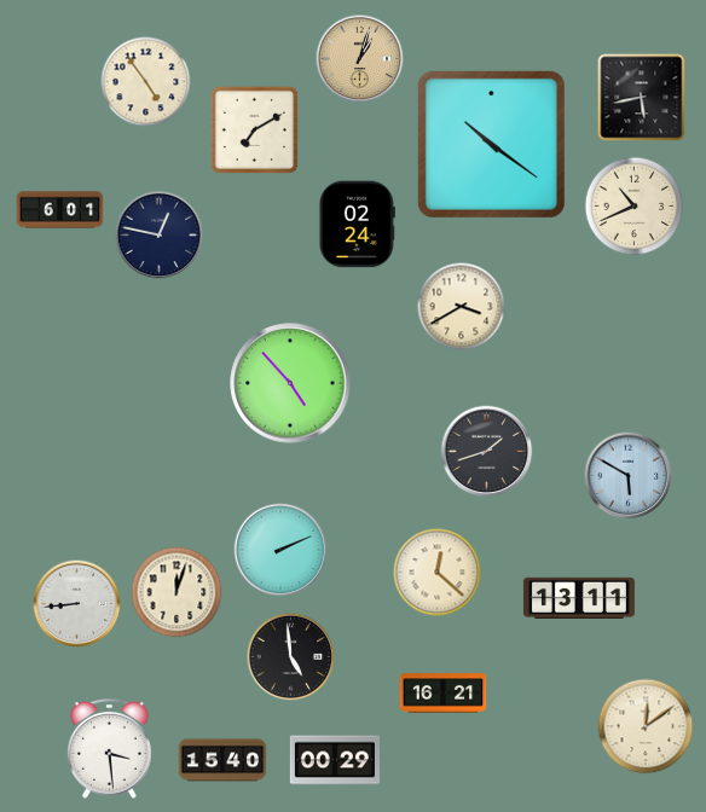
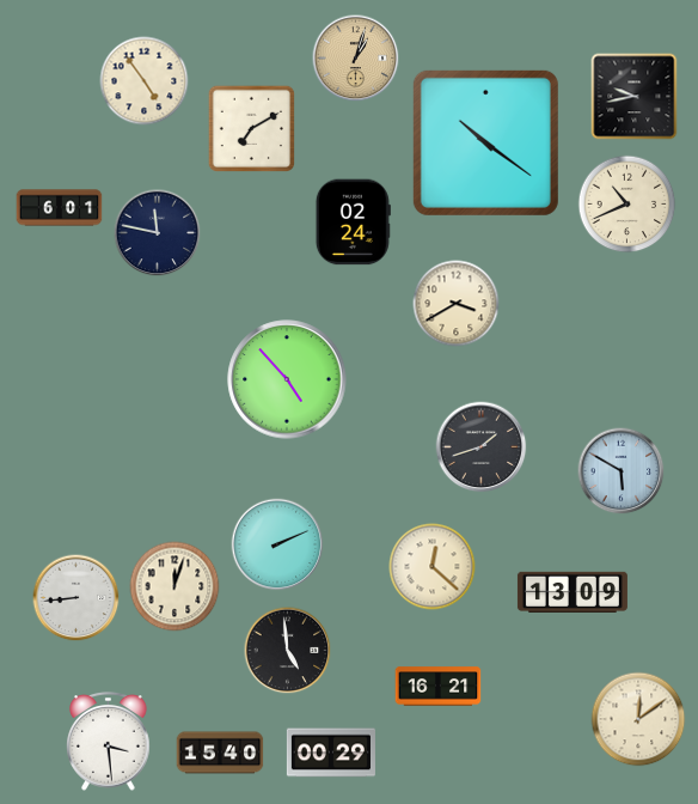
clock at (642, 98): 5:43 -> 9:43
clock at (160, 236): 12:47 -> 11:47
clock at (579, 598): 13:11 -> 13:09
